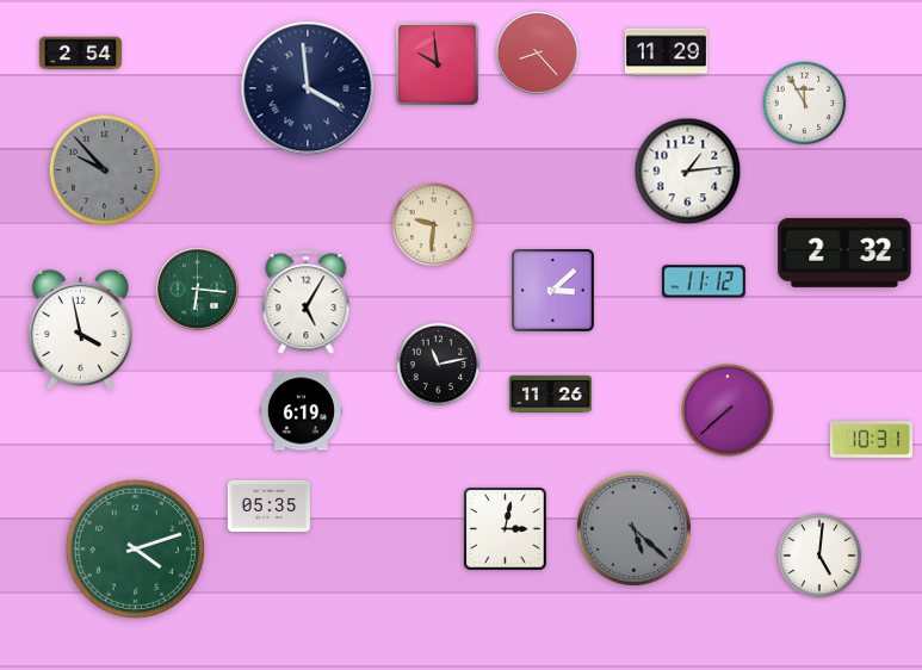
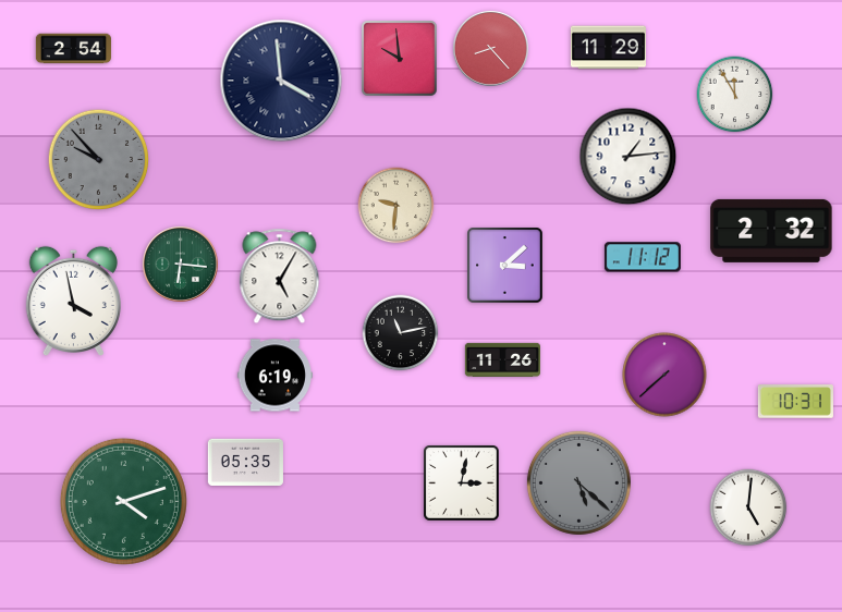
clock at (105, 170) position: (105, 170) -> (99, 160)
